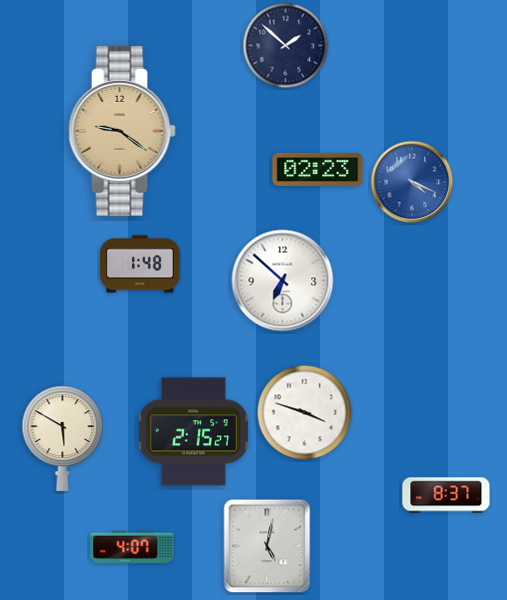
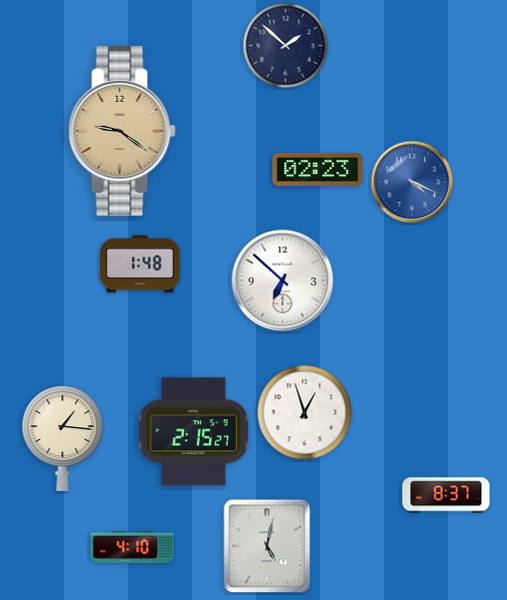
clock at (305, 413): 3:48 -> 12:57
clock at (63, 438): 5:50 -> 1:16
clock at (132, 547): 4:07 -> 4:10
